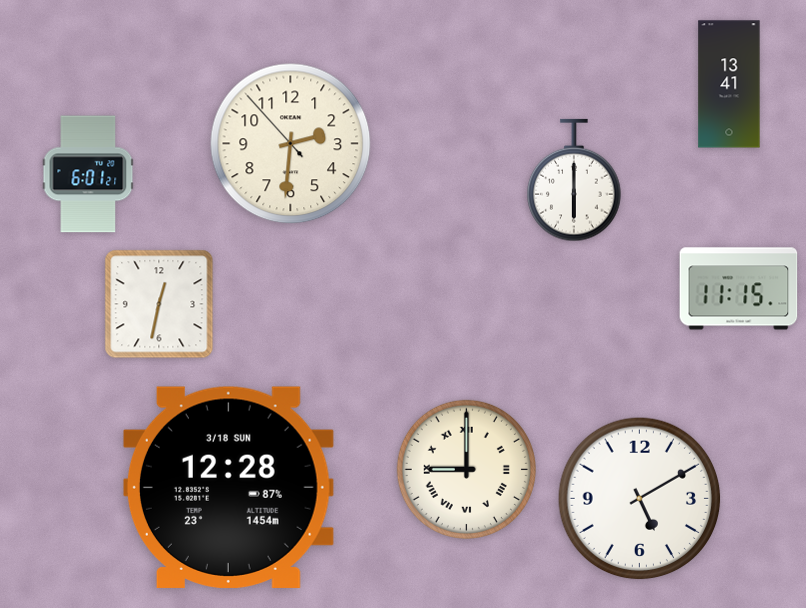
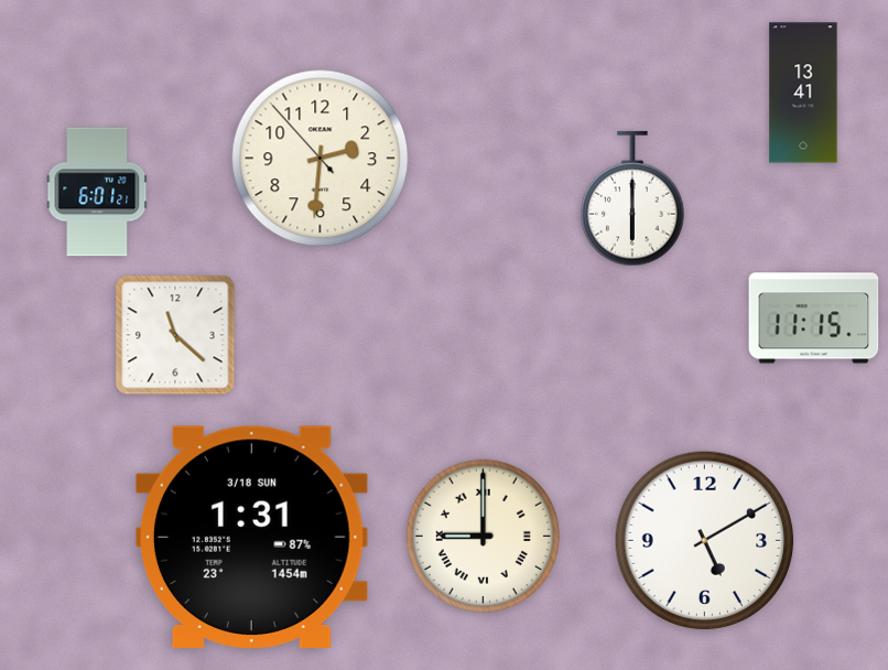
clock at (159, 304): 12:32 -> 11:22
clock at (466, 469) position: (466, 469) -> (483, 536)
clock at (228, 487): 12:28 -> 1:31
clock at (640, 499) position: (640, 499) -> (705, 541)
